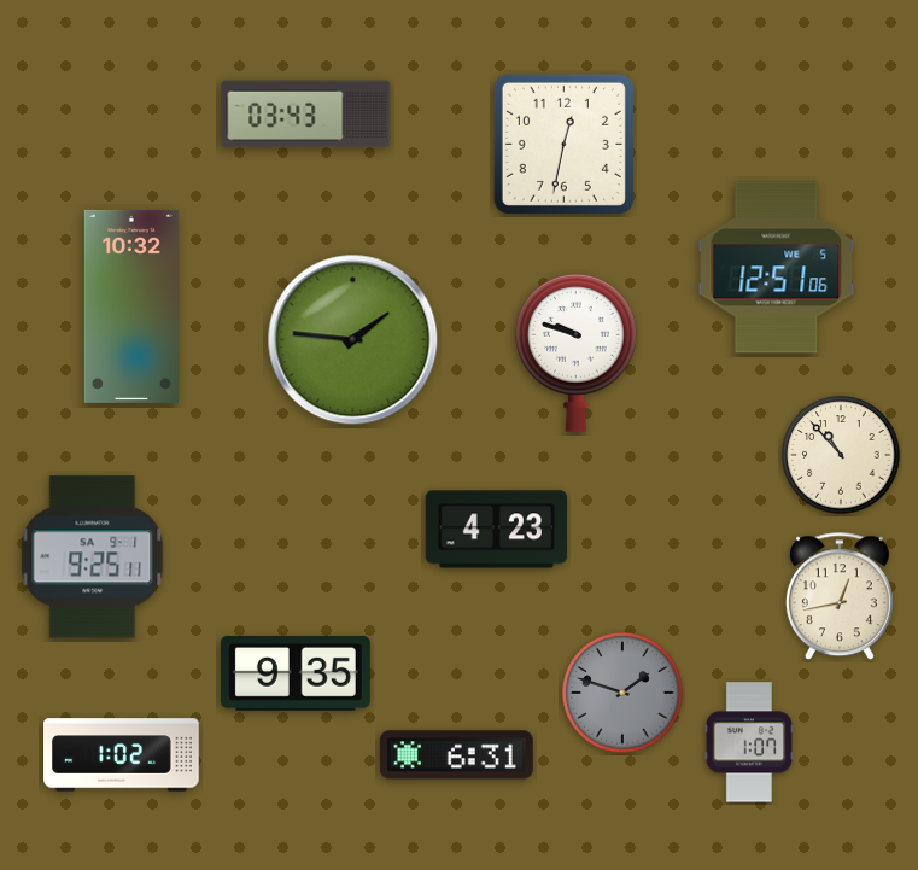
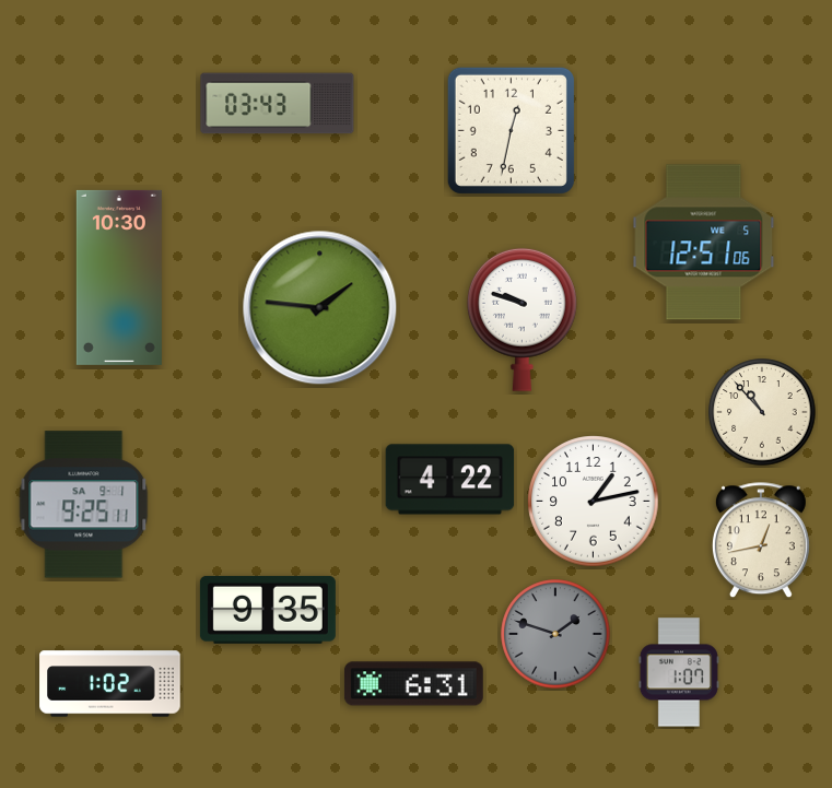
clock at (131, 306): 10:32 -> 10:30
clock at (497, 530): 4:23 -> 4:22
clock at (594, 502): none -> 1:13
clock at (622, 693) position: (622, 693) -> (555, 634)
